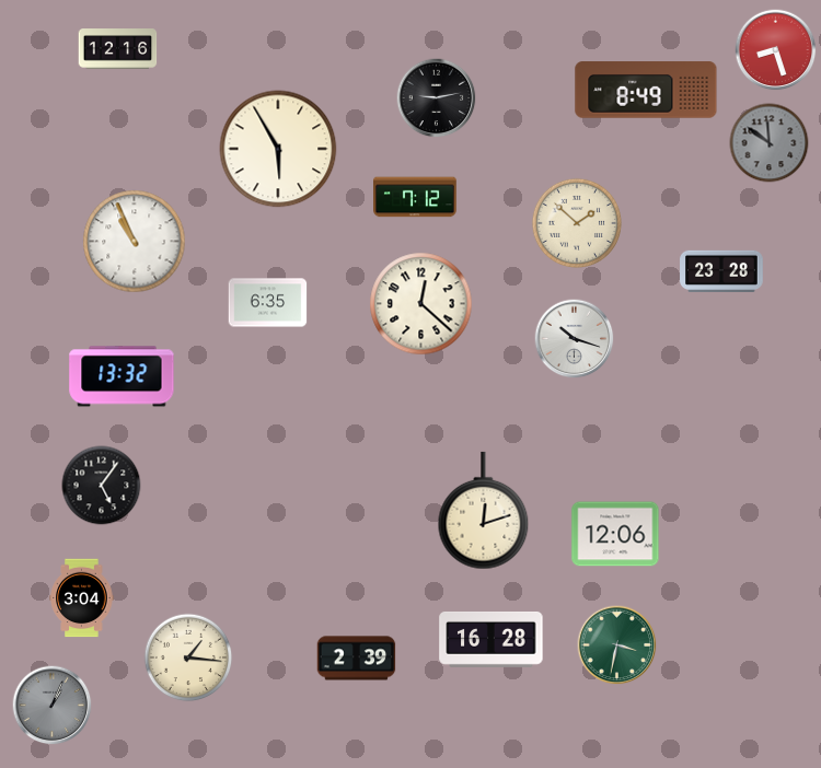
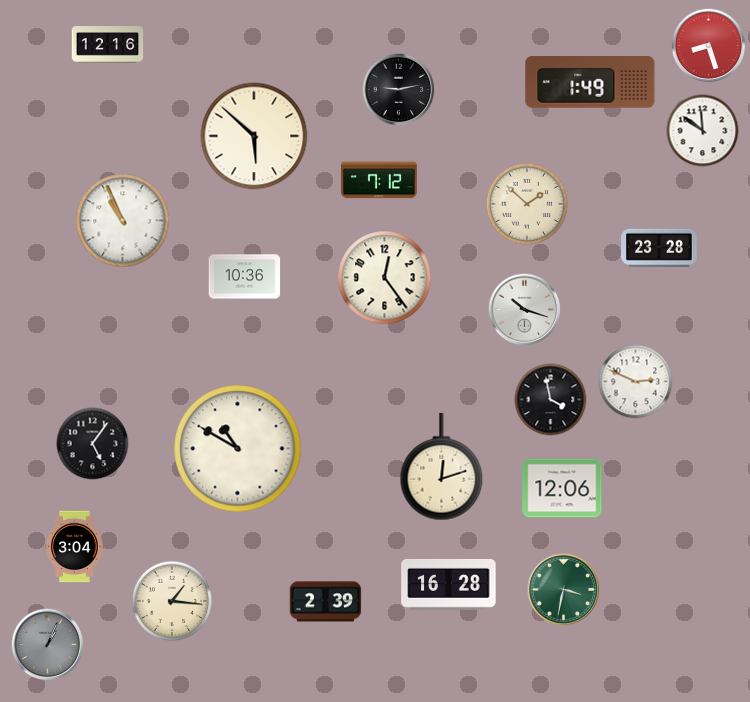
clock at (646, 90): 8:49 -> 1:49
clock at (770, 143) dial: grey -> white
clock at (278, 149): 5:55 -> 5:52
clock at (268, 303): 6:35 -> 10:36
clock at (421, 304): 12:22 -> 12:24
clock at (122, 376): 13:32 -> none
clock at (636, 382): none -> 2:49
clock at (551, 400): none -> 3:58
clock at (238, 449): none -> 10:50
